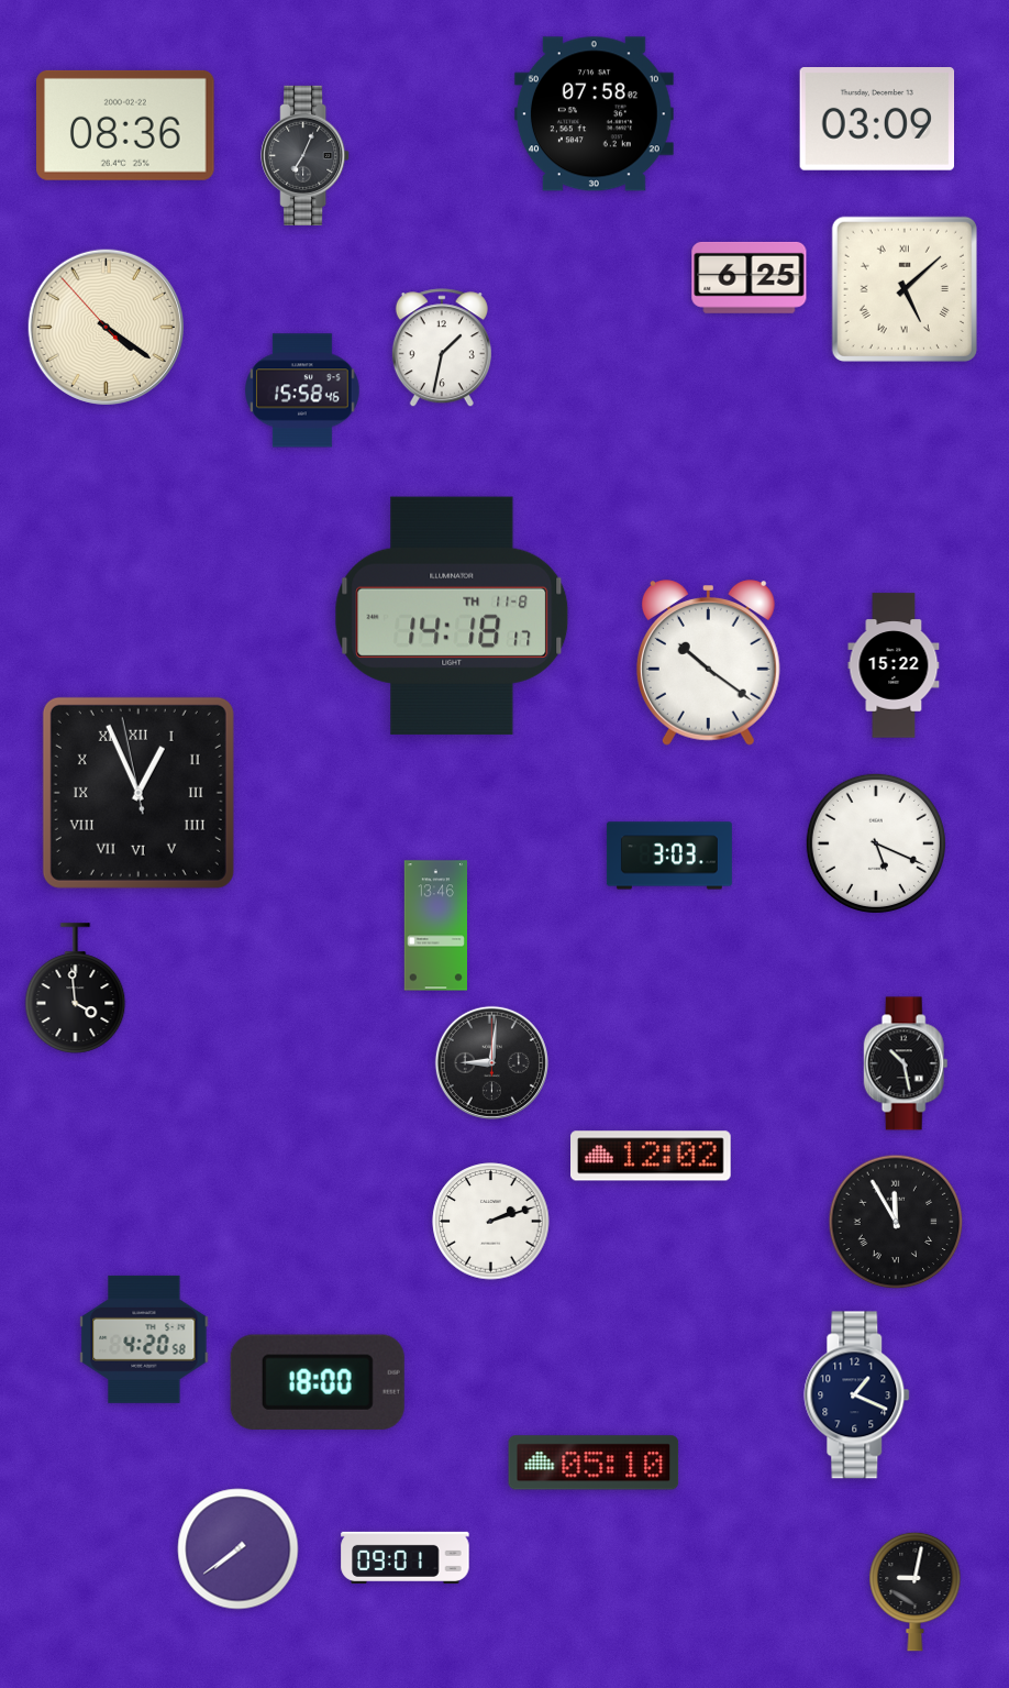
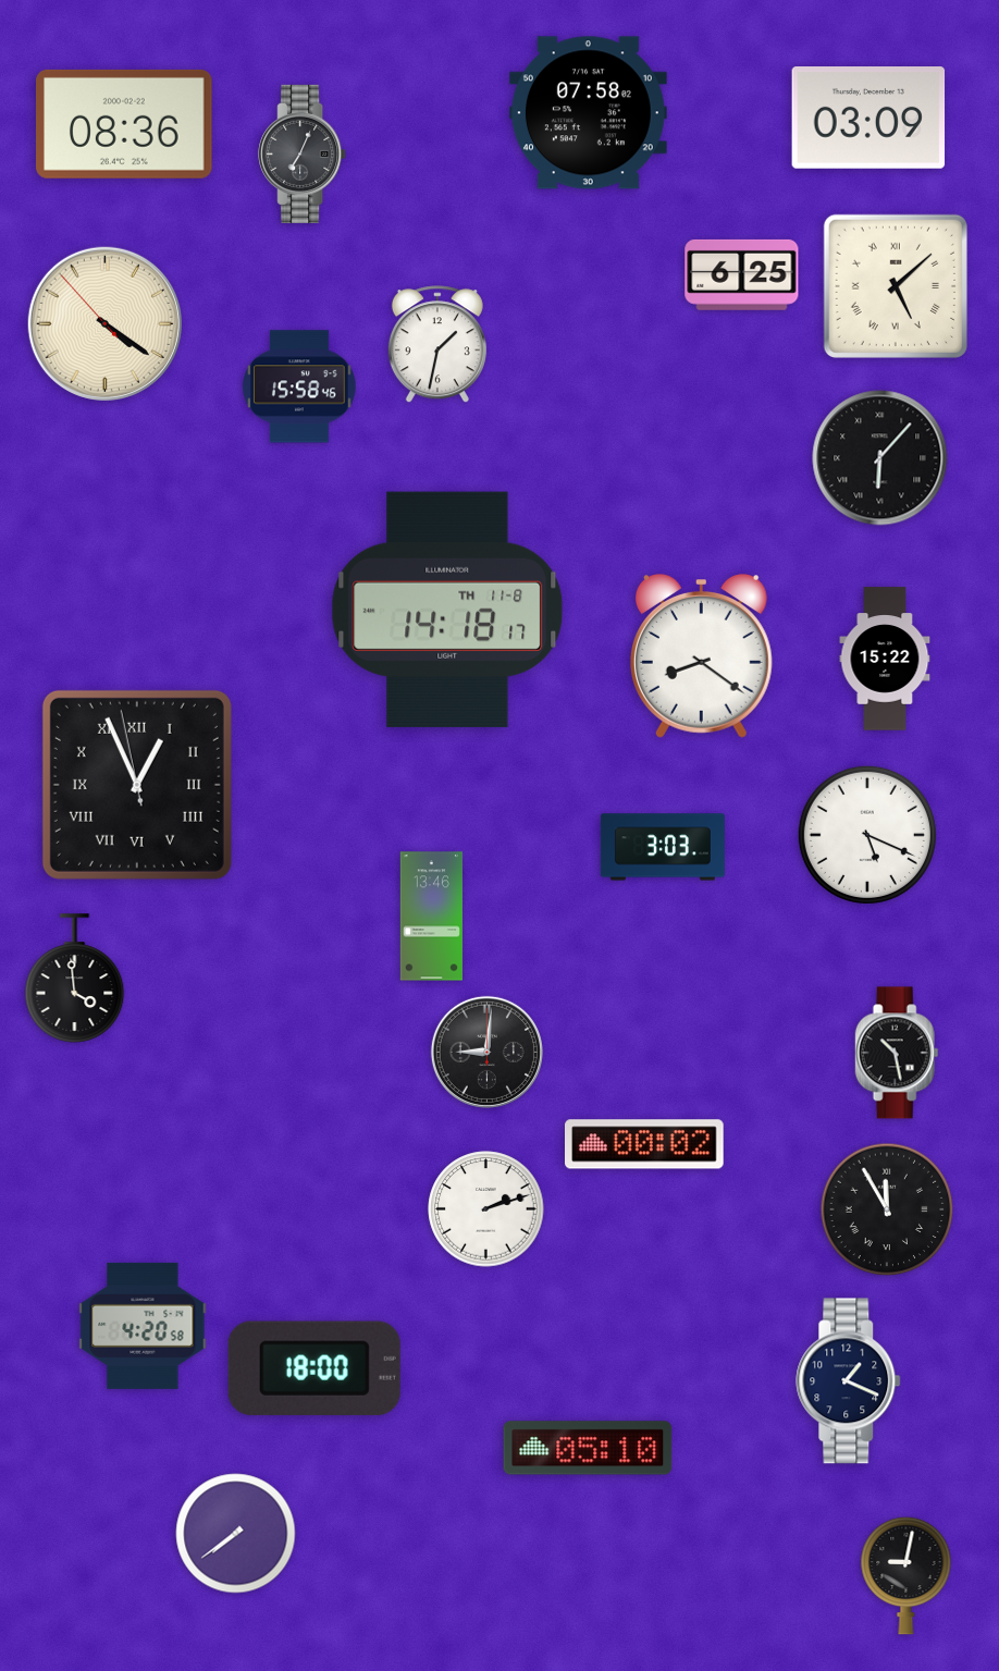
clock at (880, 458): none -> 6:07
clock at (708, 663): 10:21 -> 8:21
clock at (652, 1156): 12:02 -> 00:02
clock at (406, 1557): 09:01 -> none
